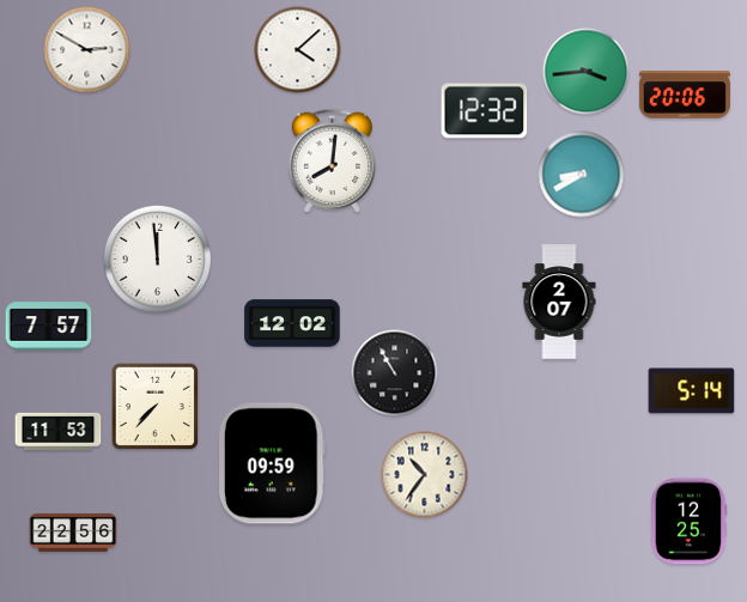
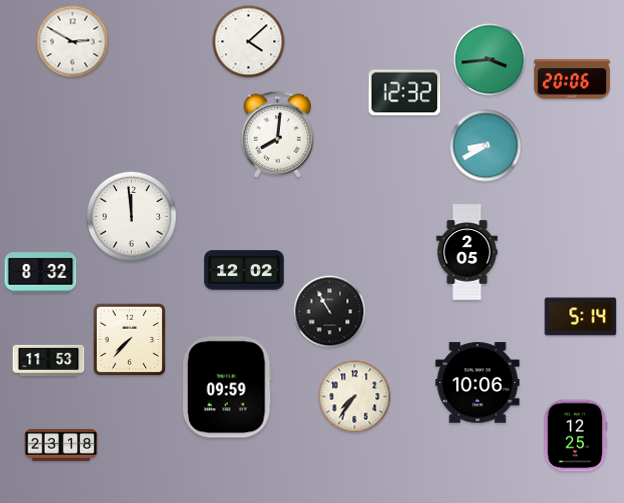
clock at (559, 302): 2:07 -> 2:05
clock at (49, 327): 7:57 -> 8:32
clock at (692, 391) position: (692, 391) -> (581, 317)
clock at (478, 383): none -> 10:06
clock at (425, 475): 10:36 -> 7:36
clock at (73, 533): 22:56 -> 23:18
